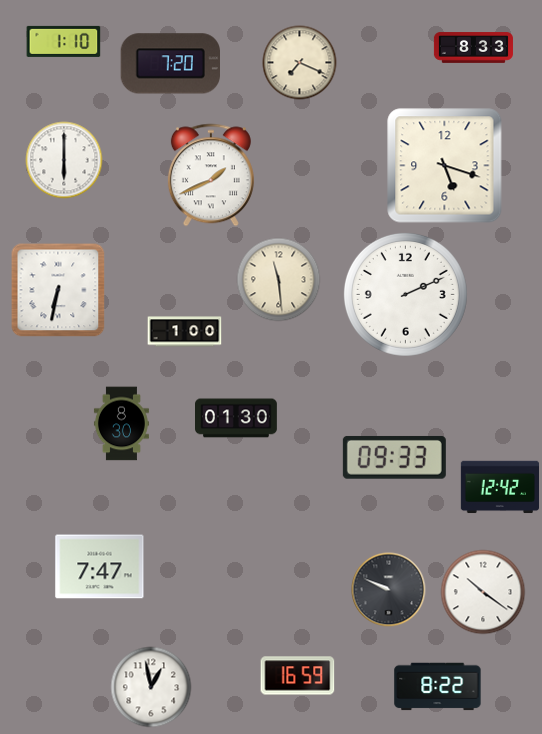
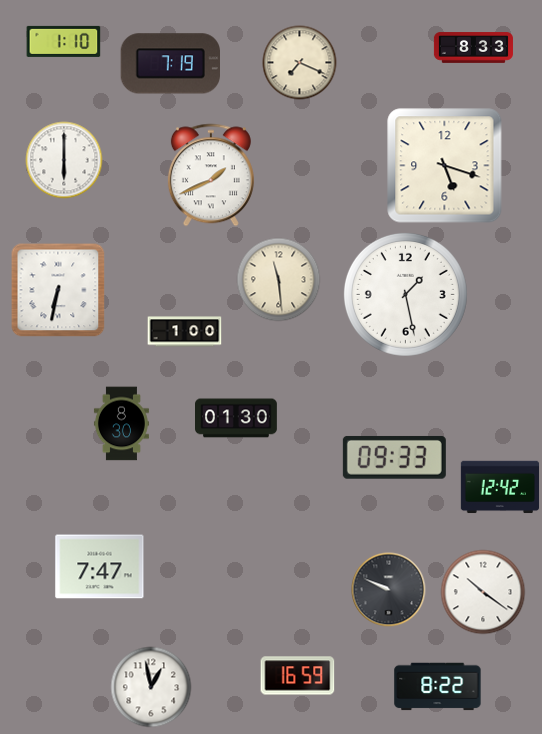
clock at (170, 64): 7:20 -> 7:19
clock at (405, 294): 2:11 -> 1:28
